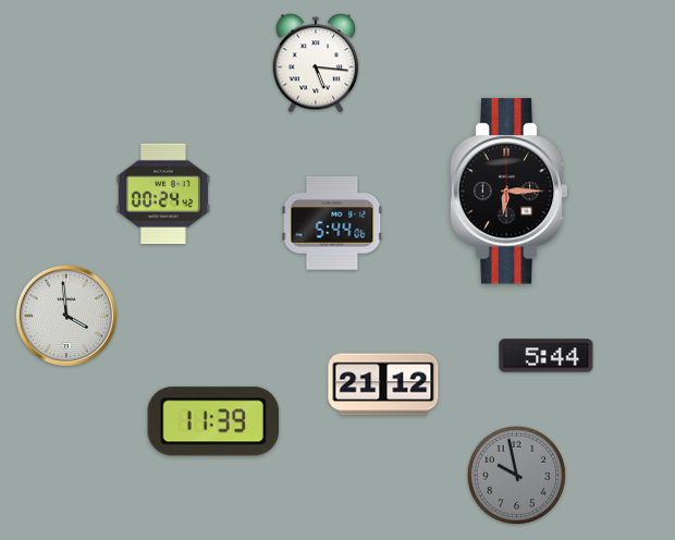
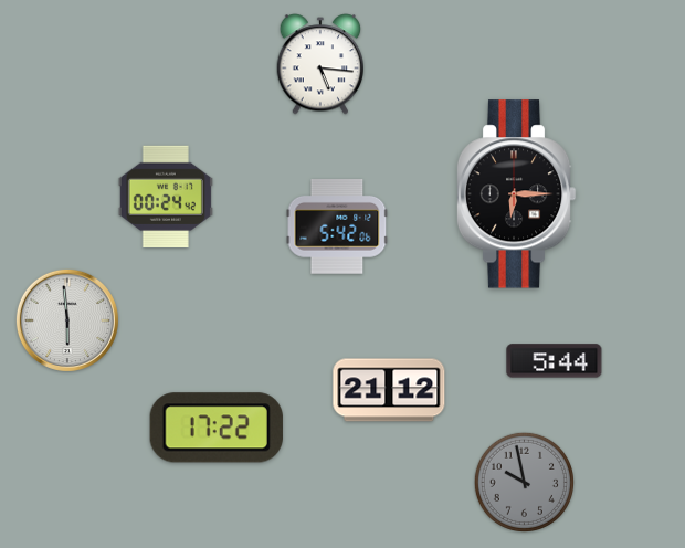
clock at (332, 223): 5:44 -> 5:42
clock at (66, 316): 3:59 -> 5:59
clock at (213, 421): 11:39 -> 17:22
